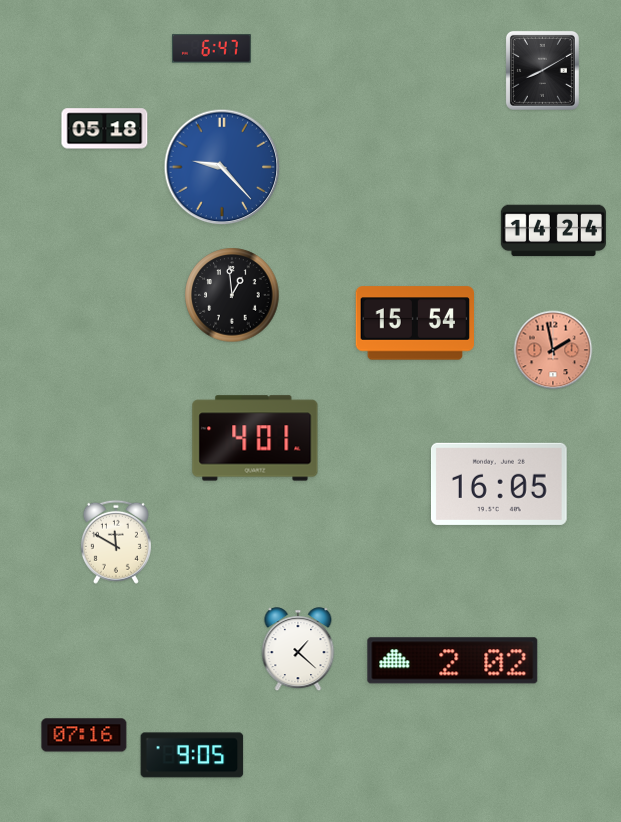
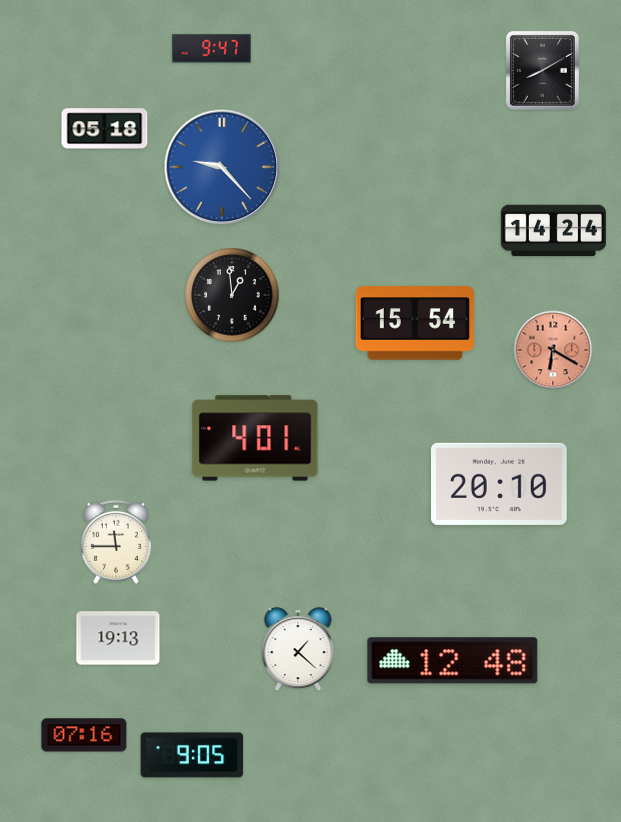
clock at (211, 49): 6:47 -> 9:47
clock at (553, 350): 1:58 -> 6:20
clock at (499, 484): 16:05 -> 20:10
clock at (116, 542): 11:50 -> 11:45
clock at (118, 638): none -> 19:13
clock at (453, 661): 2:02 -> 12:48
